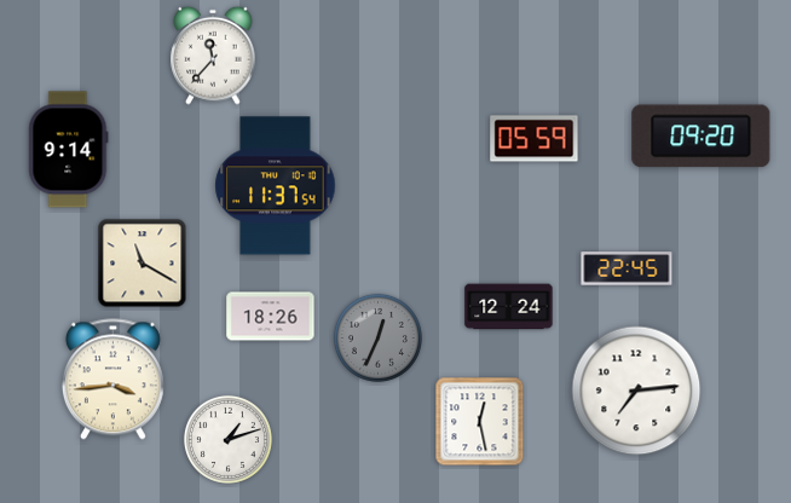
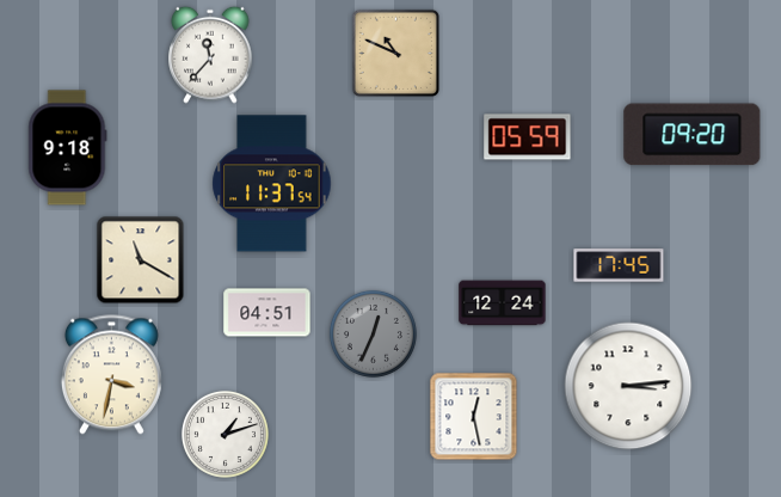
clock at (395, 53): none -> 10:49
clock at (69, 150): 9:14 -> 9:18
clock at (627, 268): 22:45 -> 17:45
clock at (271, 317): 18:26 -> 04:51
clock at (112, 380): 3:44 -> 3:32
clock at (636, 391): 7:14 -> 3:14
